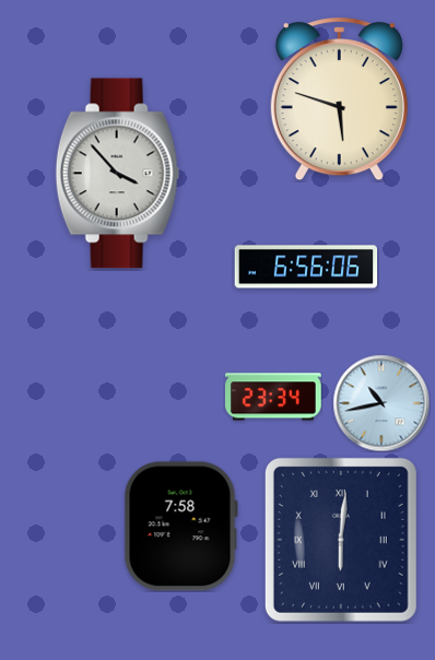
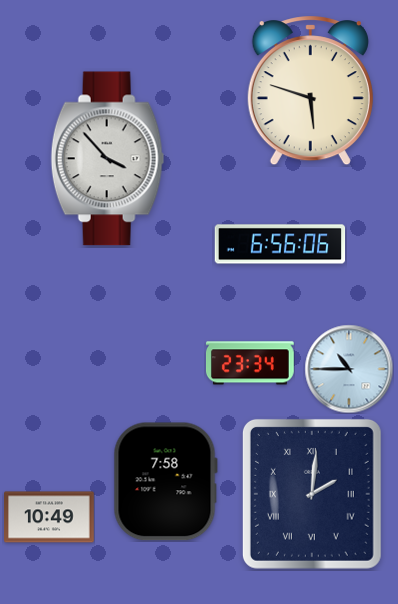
clock at (381, 403): 10:43 -> 10:45
clock at (341, 540): 6:01 -> 2:01
clock at (49, 517): none -> 10:49
